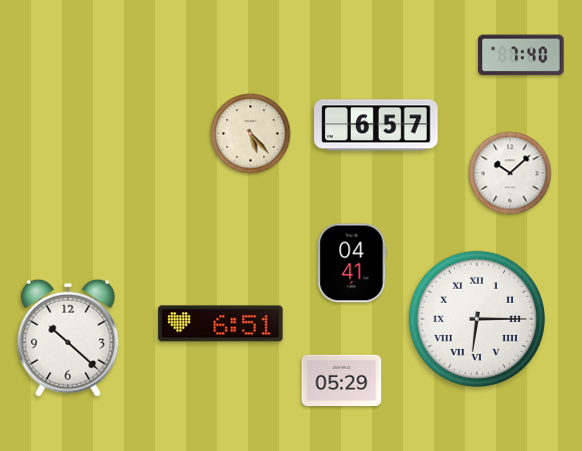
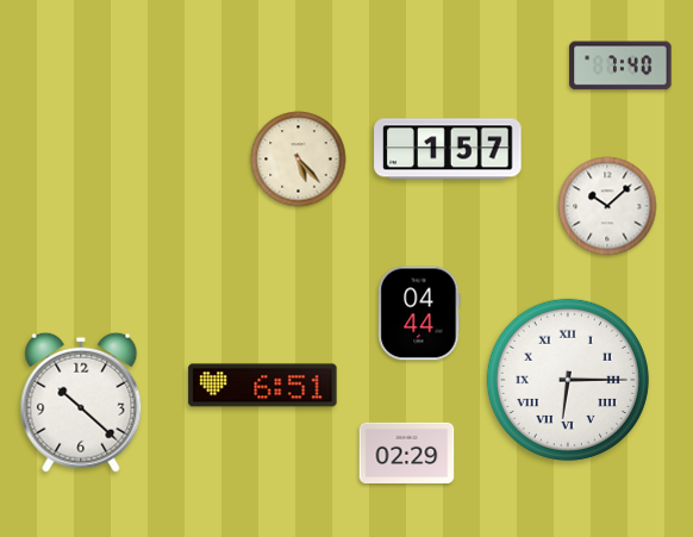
clock at (376, 125): 6:57 -> 1:57
clock at (352, 263): 04:41 -> 04:44
clock at (342, 380): 05:29 -> 02:29
